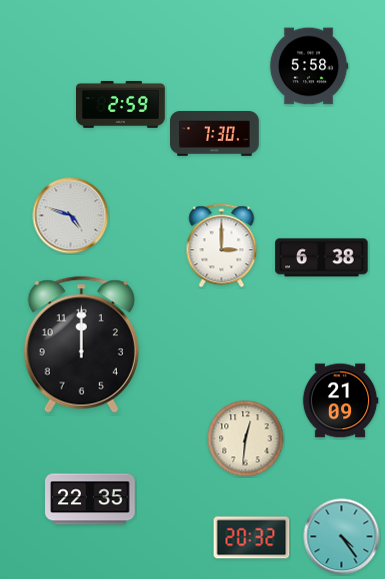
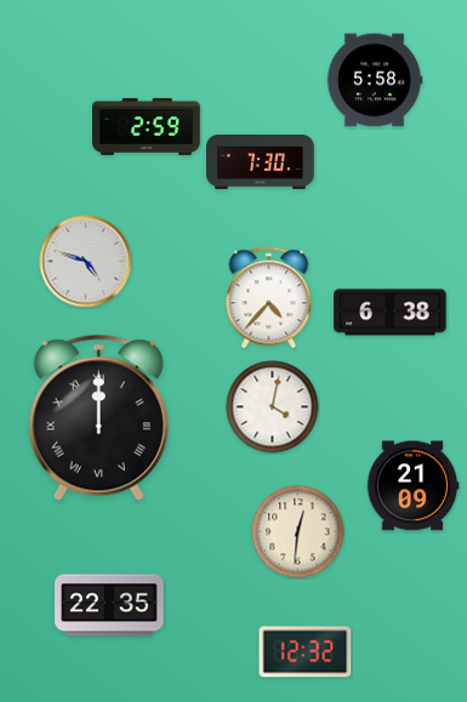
clock at (222, 246): 3:00 -> 4:37
clock at (273, 407): none -> 4:02
clock at (81, 344) numerals: Arabic -> Roman
clock at (342, 537): 4:24 -> none
clock at (252, 538): 20:32 -> 12:32
